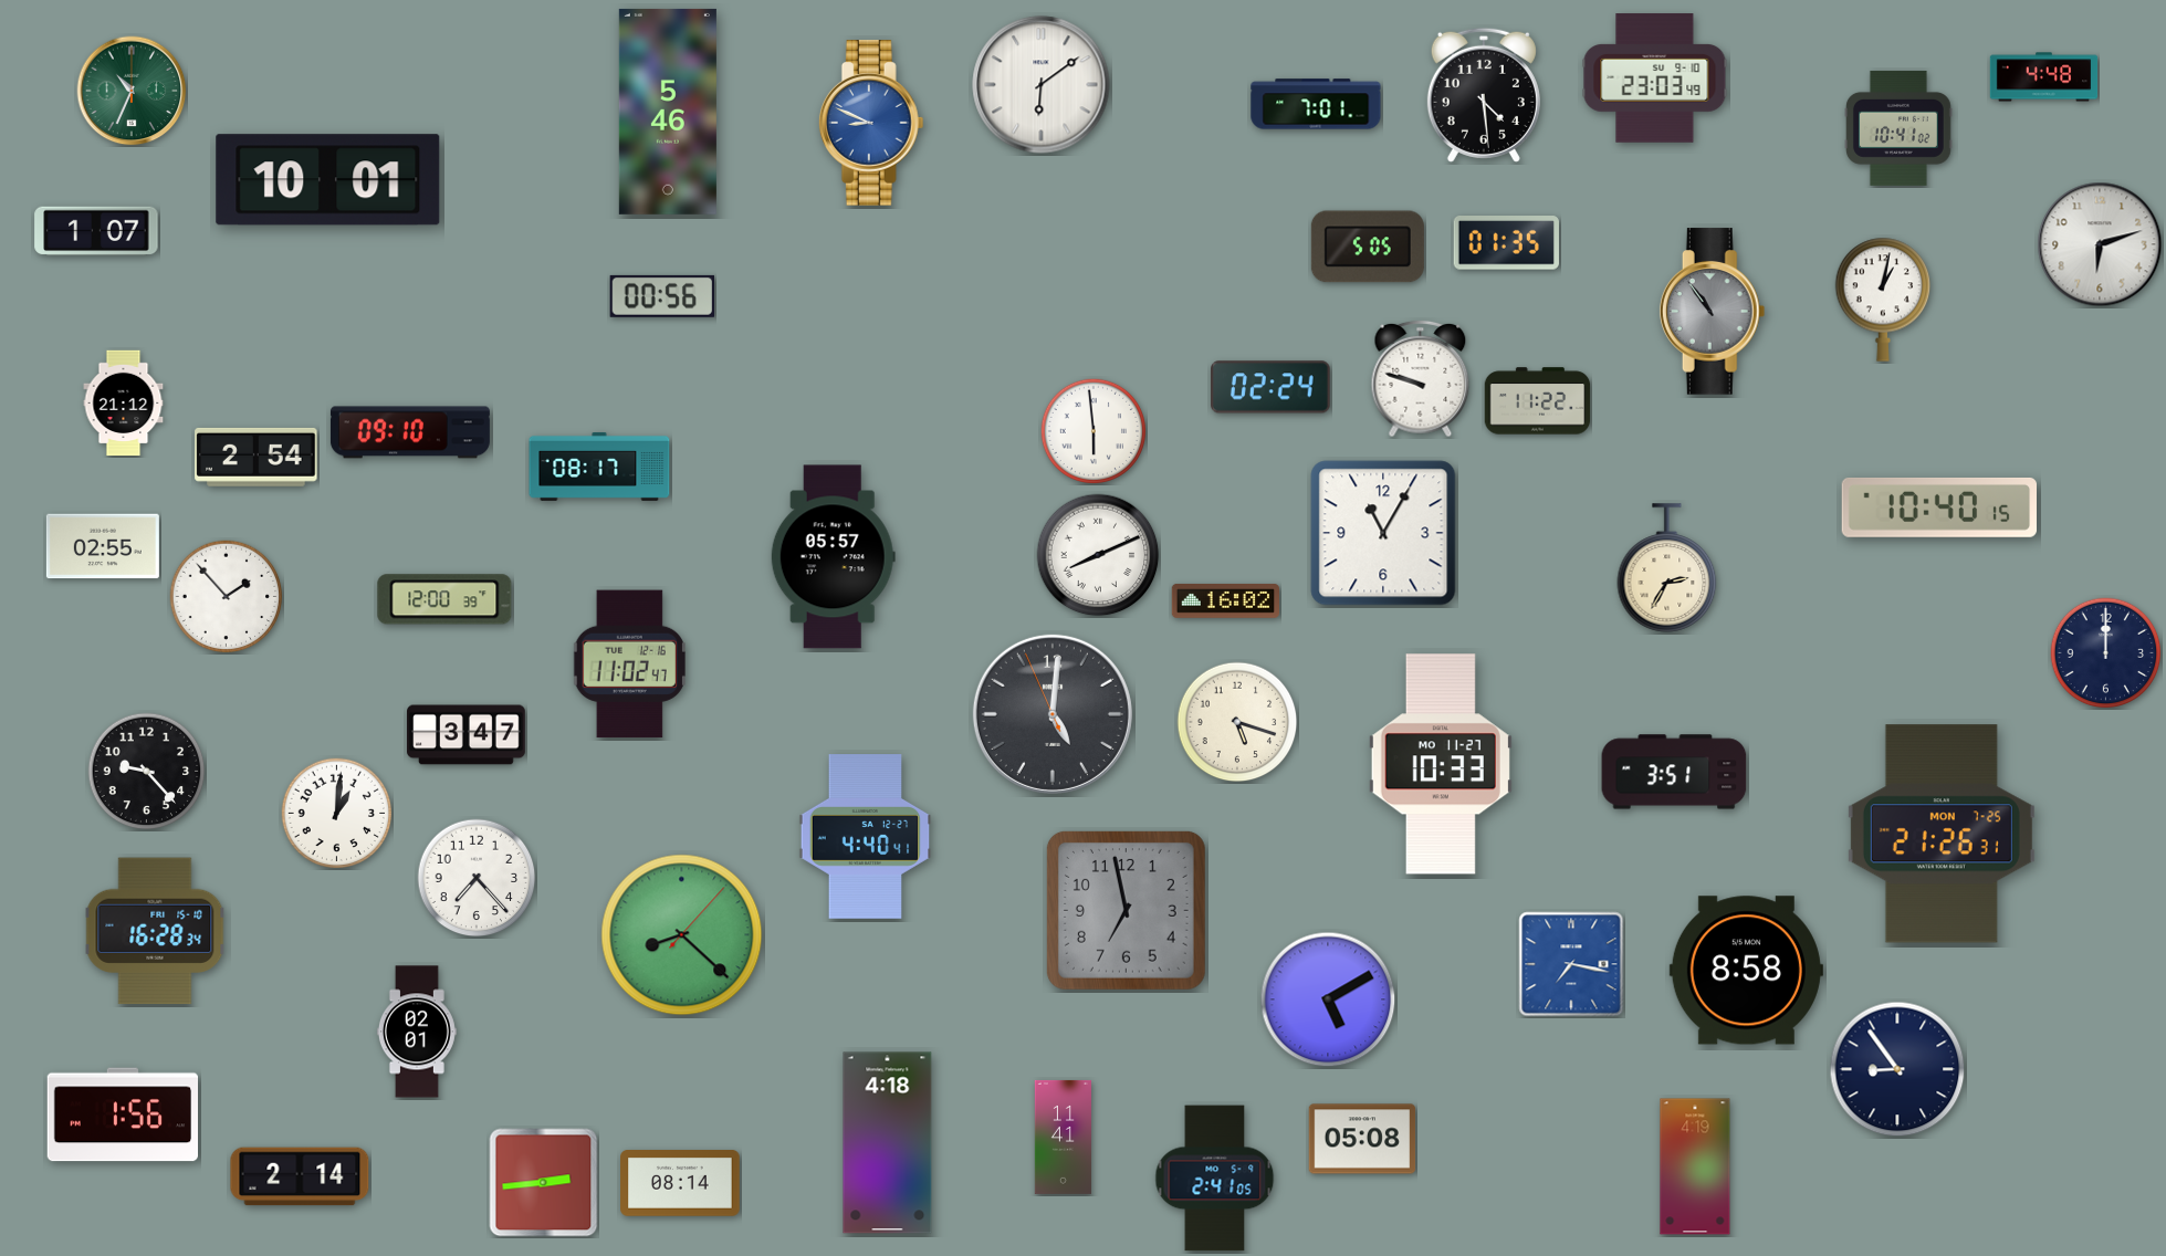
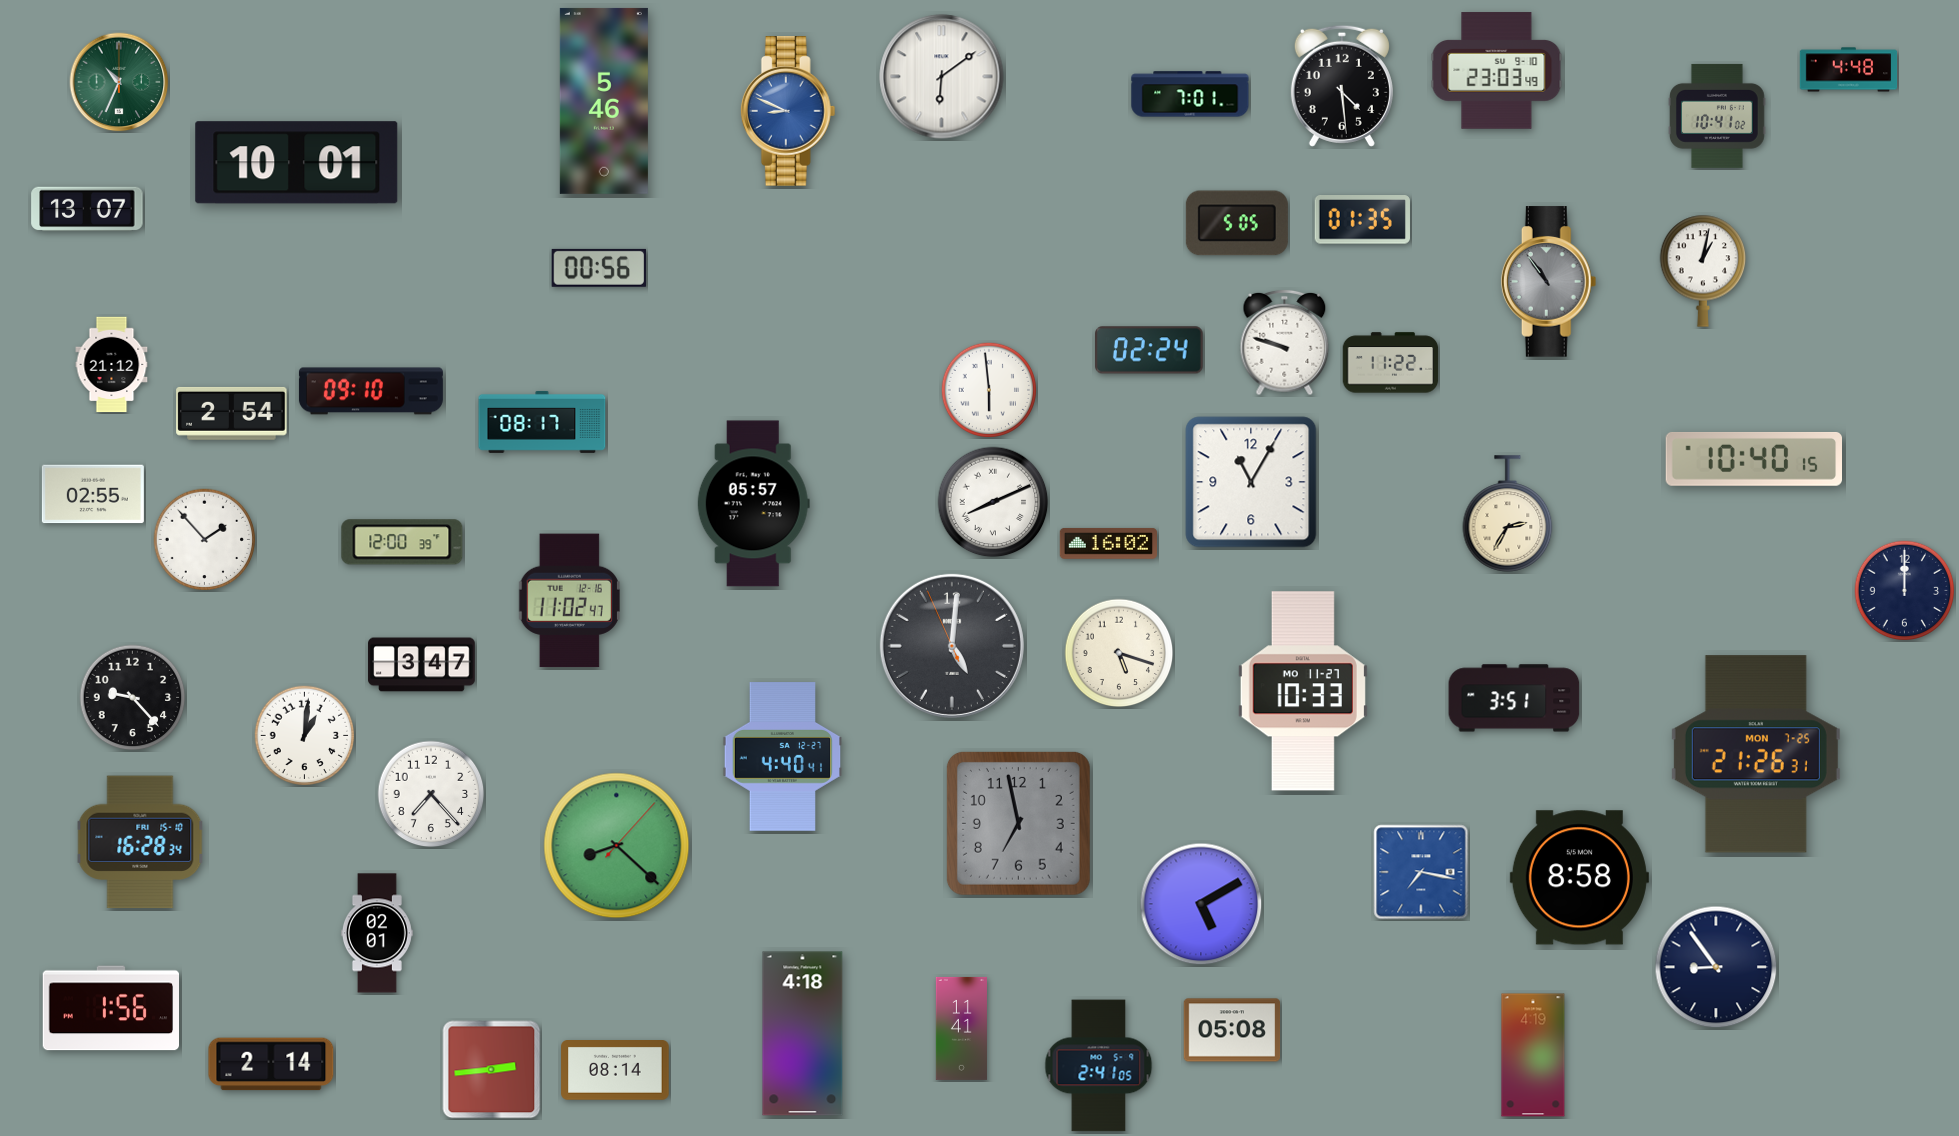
clock at (96, 231): 1:07 -> 13:07
clock at (2100, 244): 6:12 -> none
